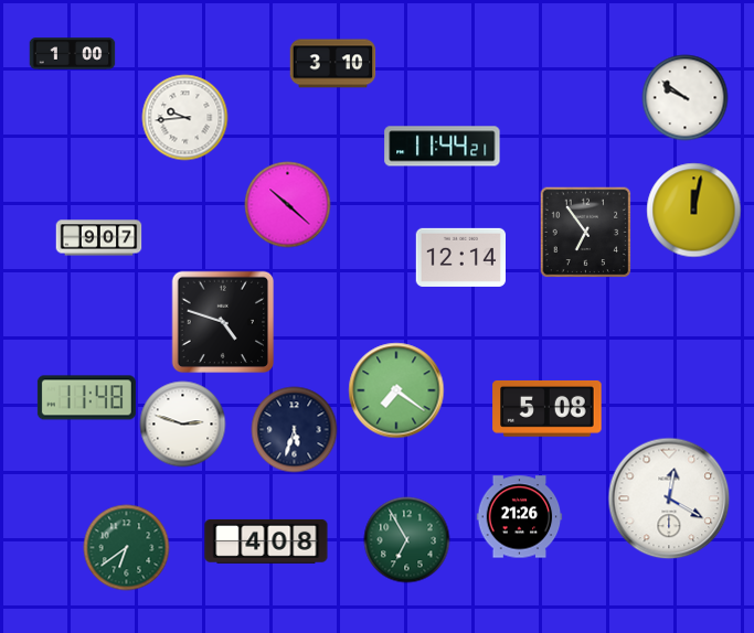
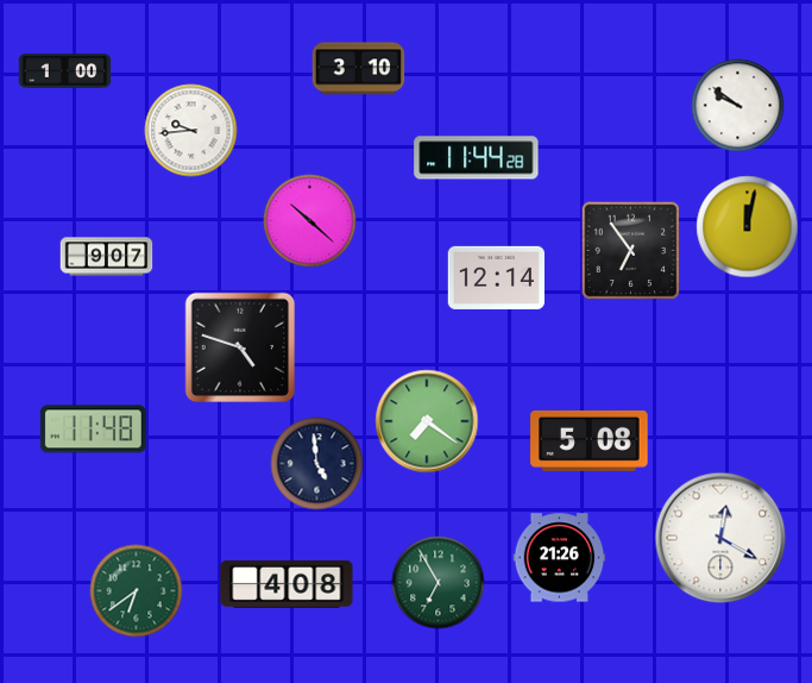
clock at (72, 54) position: (72, 54) -> (64, 71)
clock at (184, 117) position: (184, 117) -> (190, 130)
clock at (443, 147): 11:44:21 -> 11:44:28
clock at (182, 423): 2:48 -> none
clock at (294, 429): 5:33 -> 4:59
